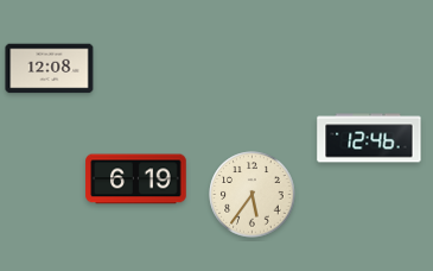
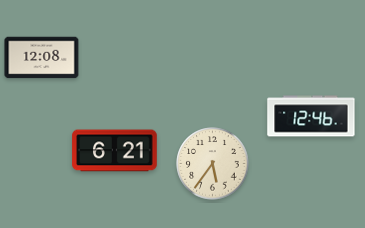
clock at (136, 179): 6:19 -> 6:21
